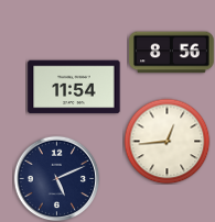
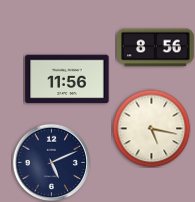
clock at (74, 87): 11:54 -> 11:56
clock at (166, 141): 12:44 -> 5:17
